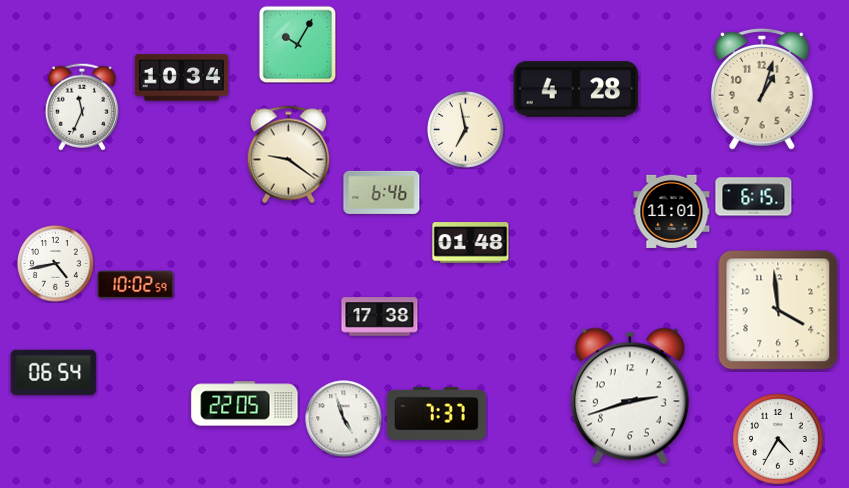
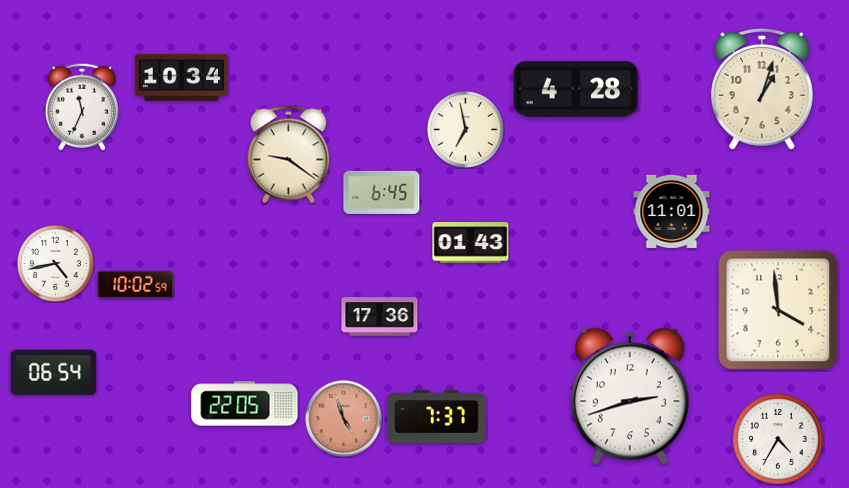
clock at (297, 44): 10:05 -> none
clock at (382, 192): 6:46 -> 6:45
clock at (754, 197): 6:15 -> none
clock at (471, 243): 01:48 -> 01:43
clock at (380, 317): 17:38 -> 17:36
clock at (437, 413) position: (437, 413) -> (437, 416)
clock at (344, 419) dial: white -> salmon
